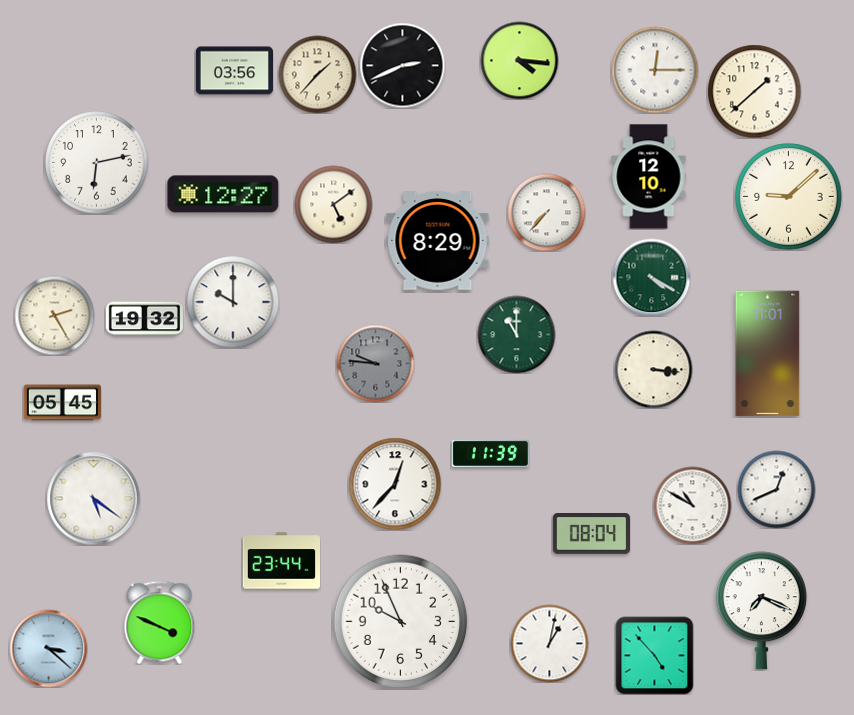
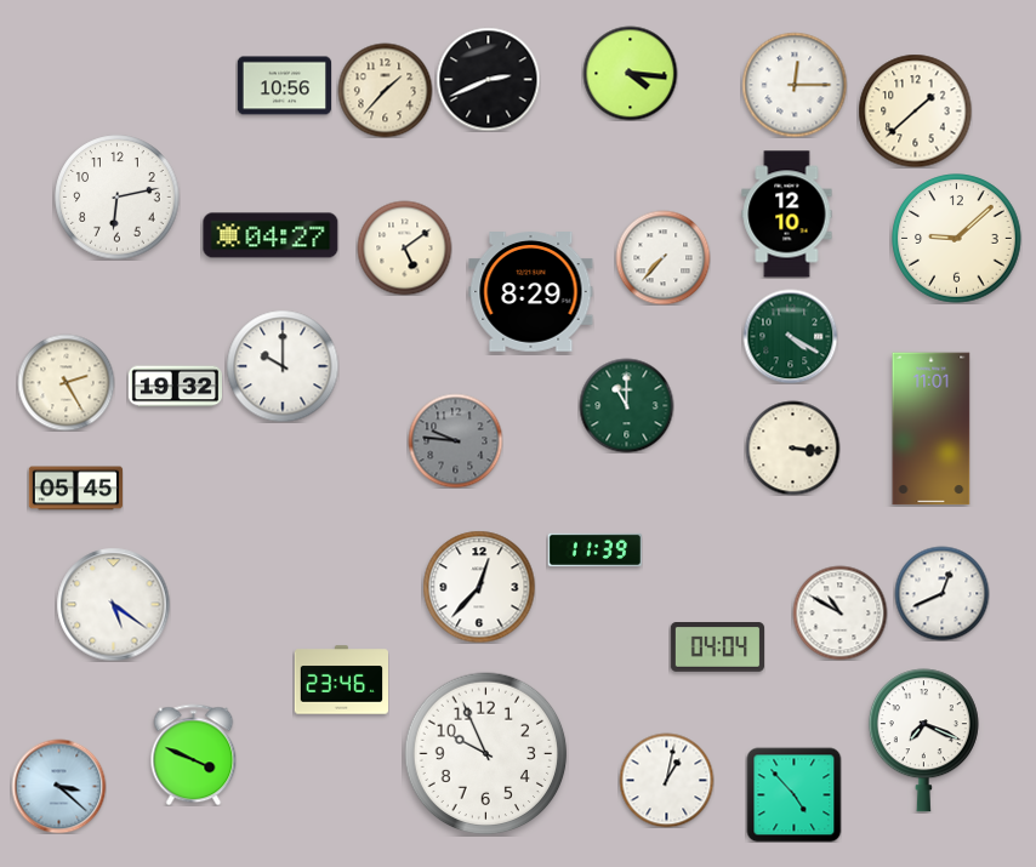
clock at (234, 71): 03:56 -> 10:56
clock at (223, 194): 12:27 -> 04:27
clock at (591, 534): 08:04 -> 04:04
clock at (281, 561): 23:44 -> 23:46
